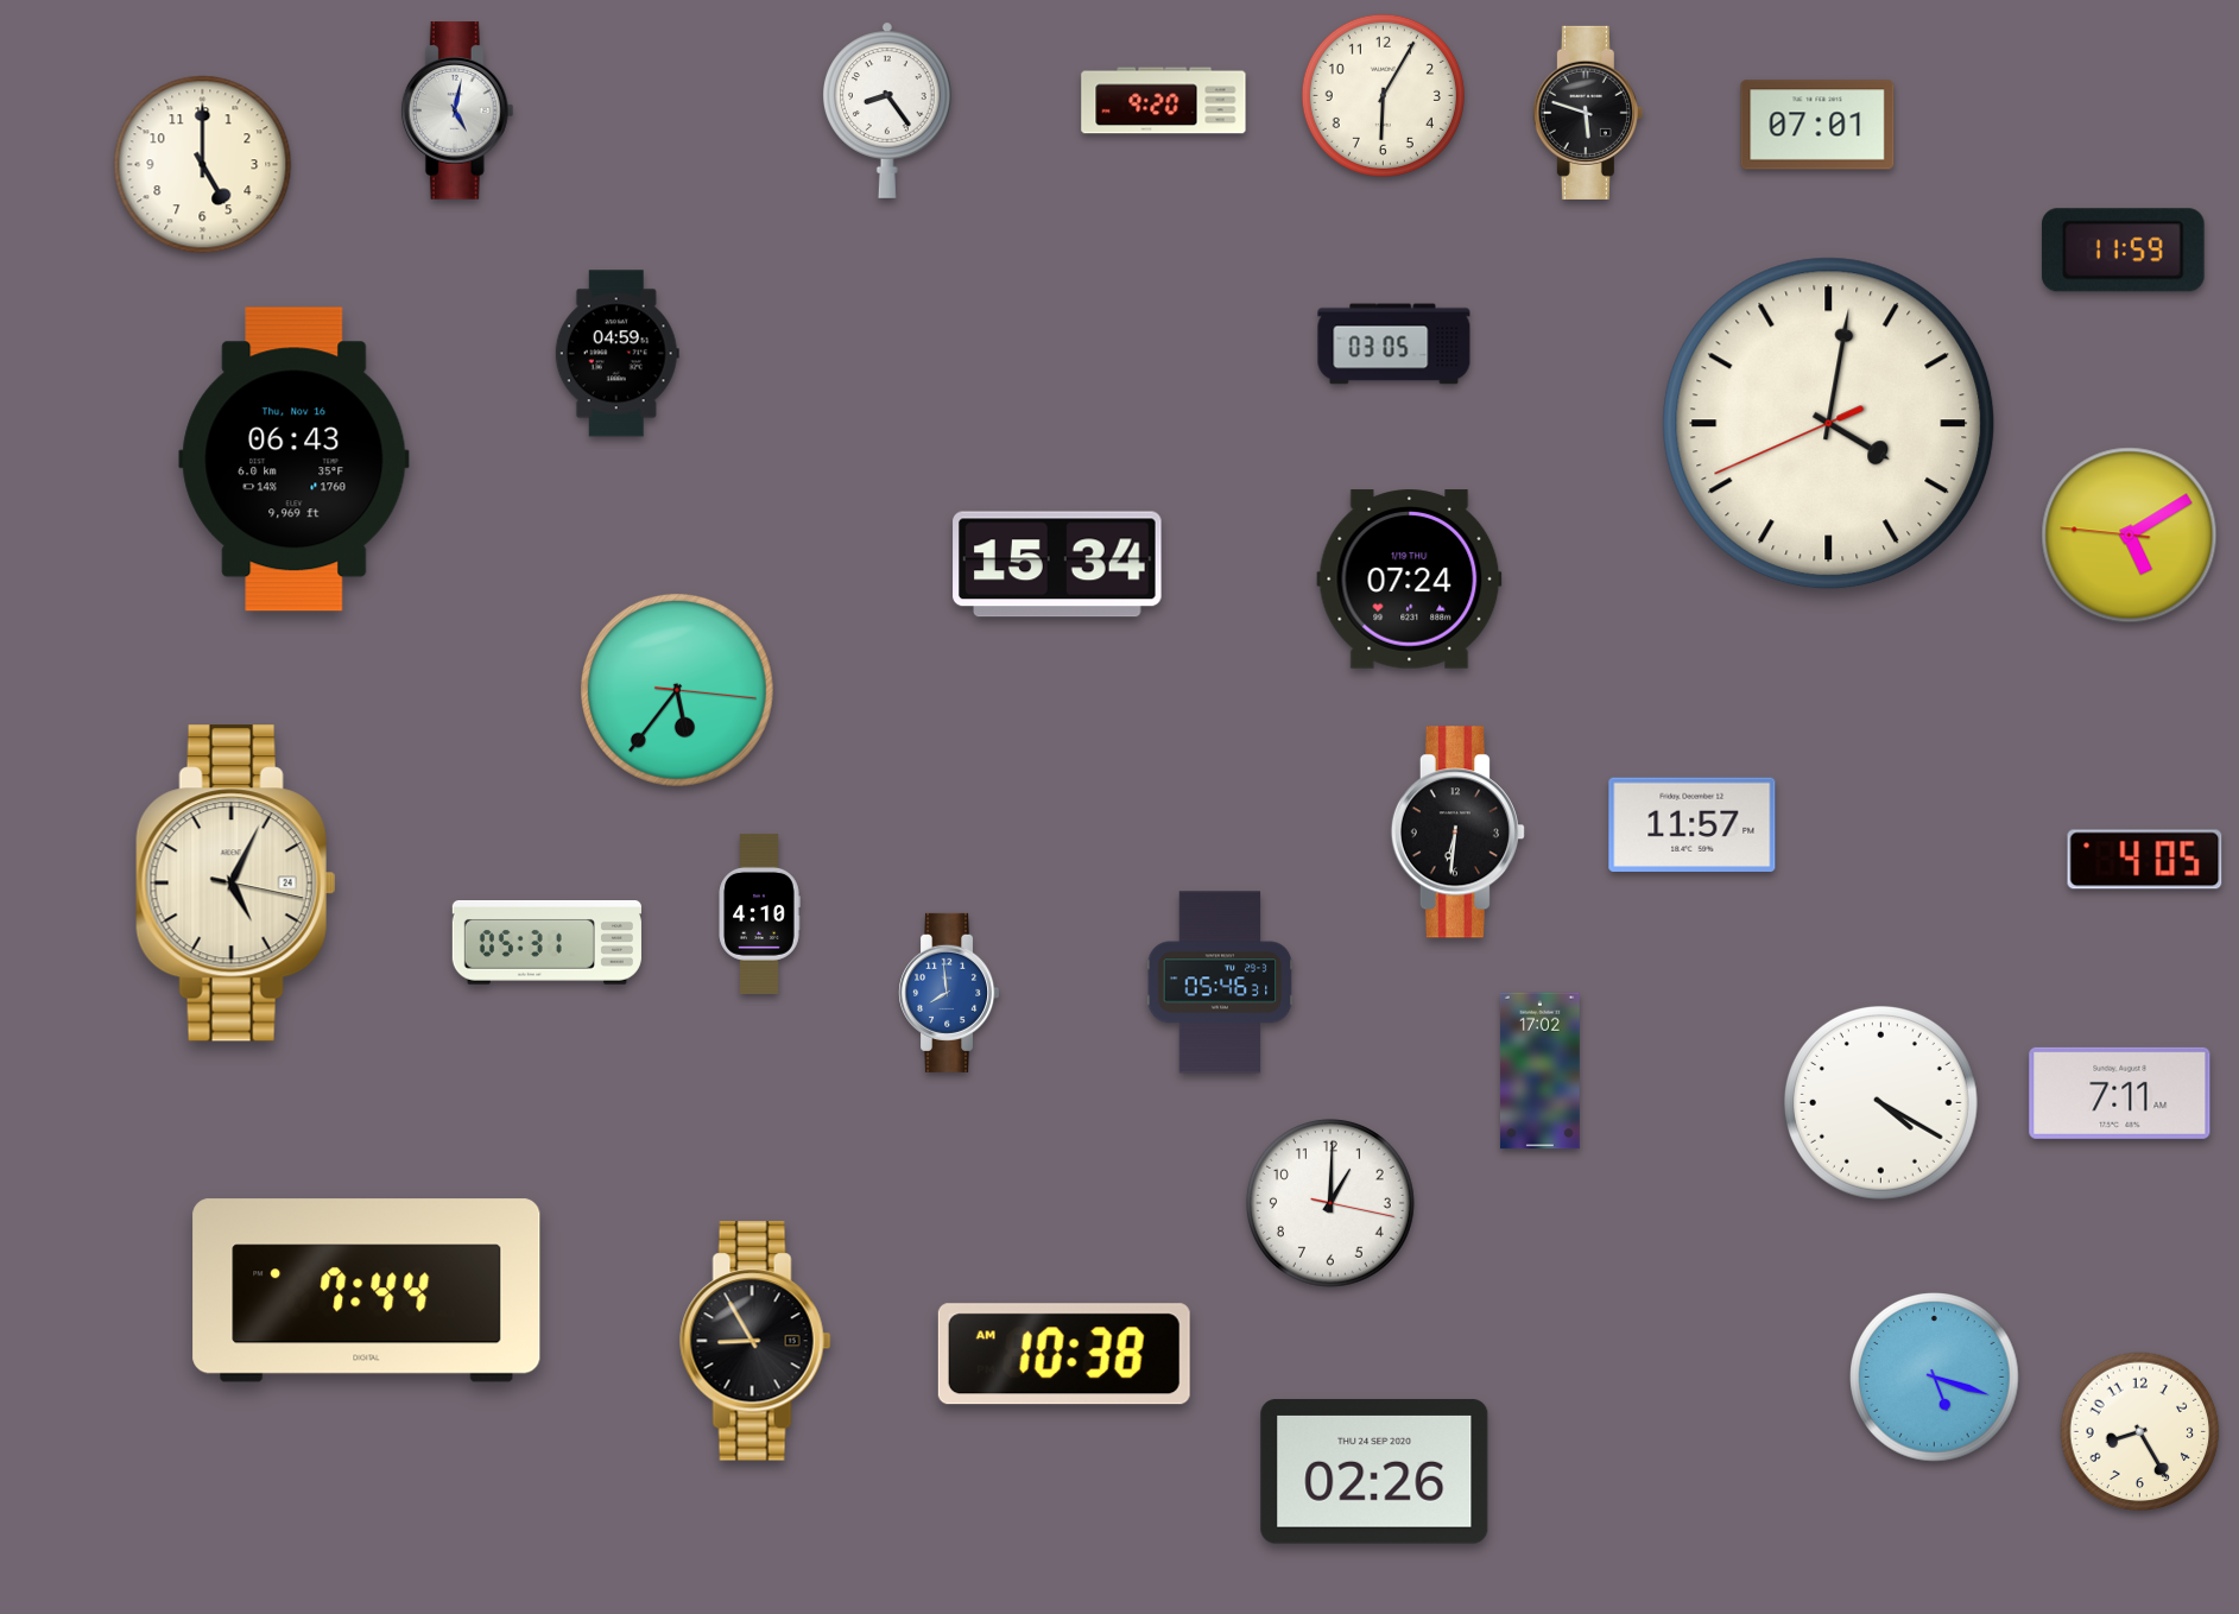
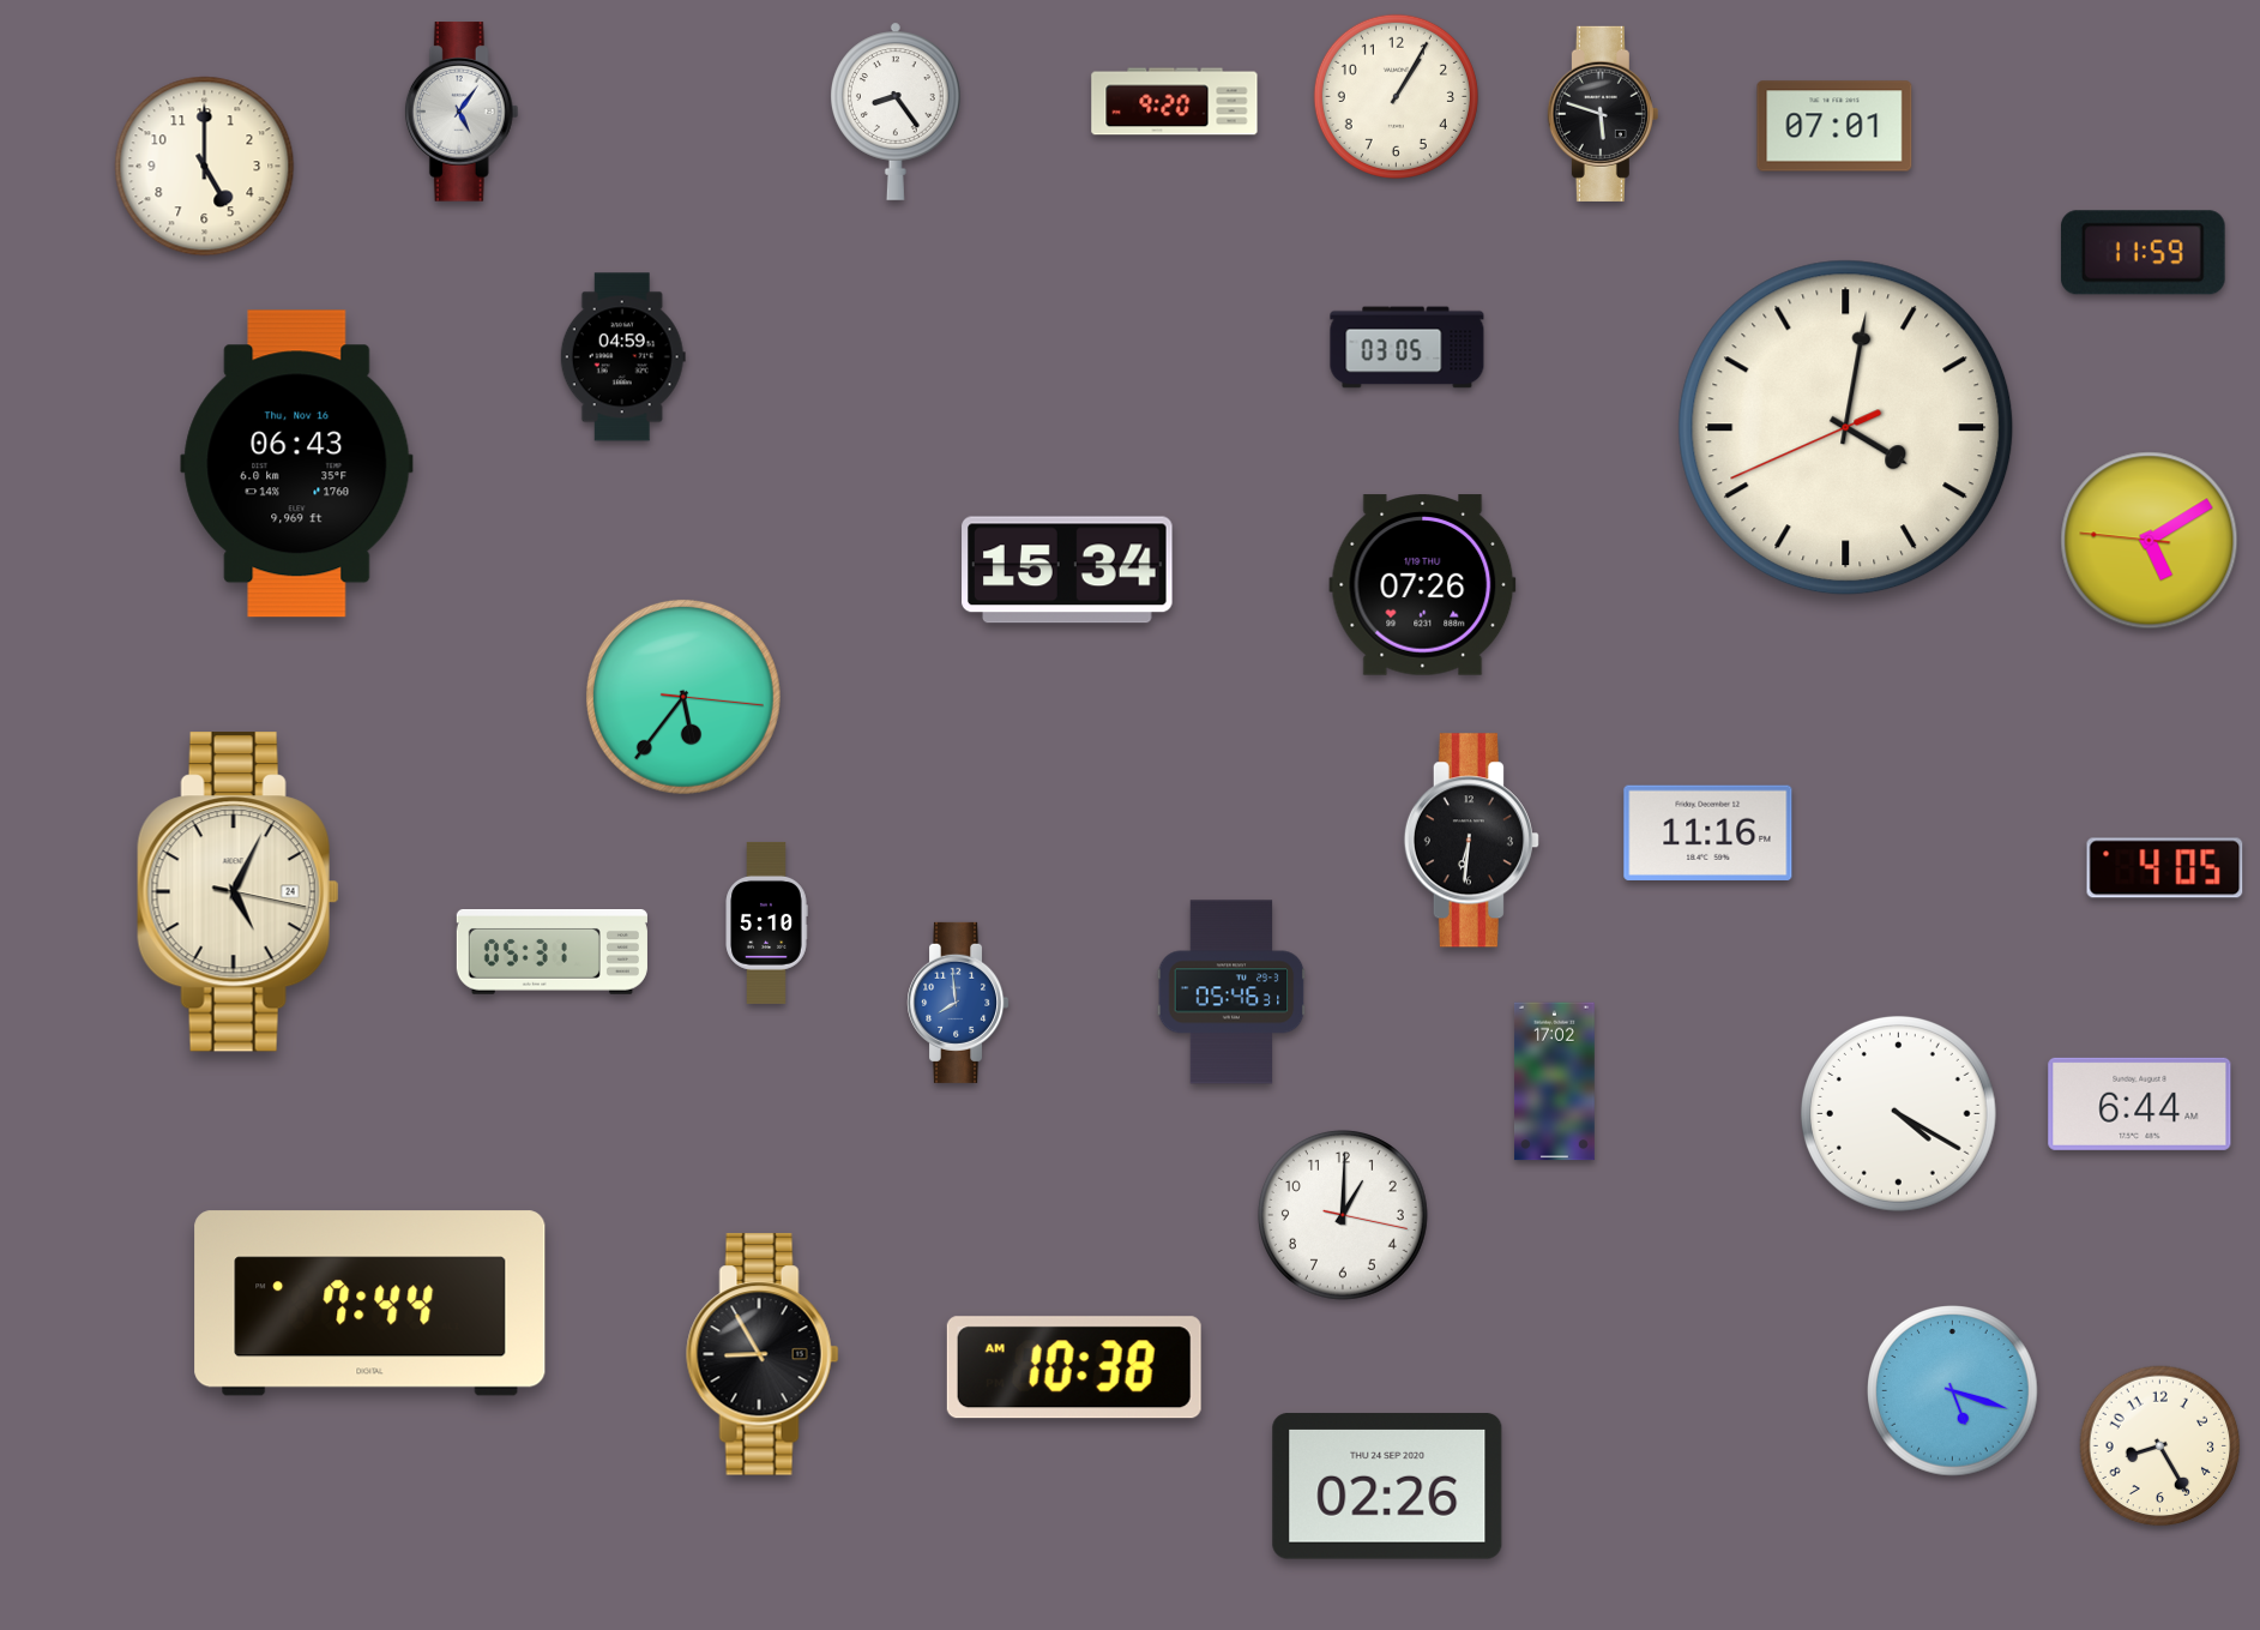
clock at (1383, 95): 6:05 -> 1:05
clock at (457, 110): 5:02 -> 5:06
clock at (1410, 580): 07:24 -> 07:26
clock at (1693, 824): 11:57 -> 11:16
clock at (759, 913): 4:10 -> 5:10
clock at (2120, 1093): 7:11 -> 6:44
